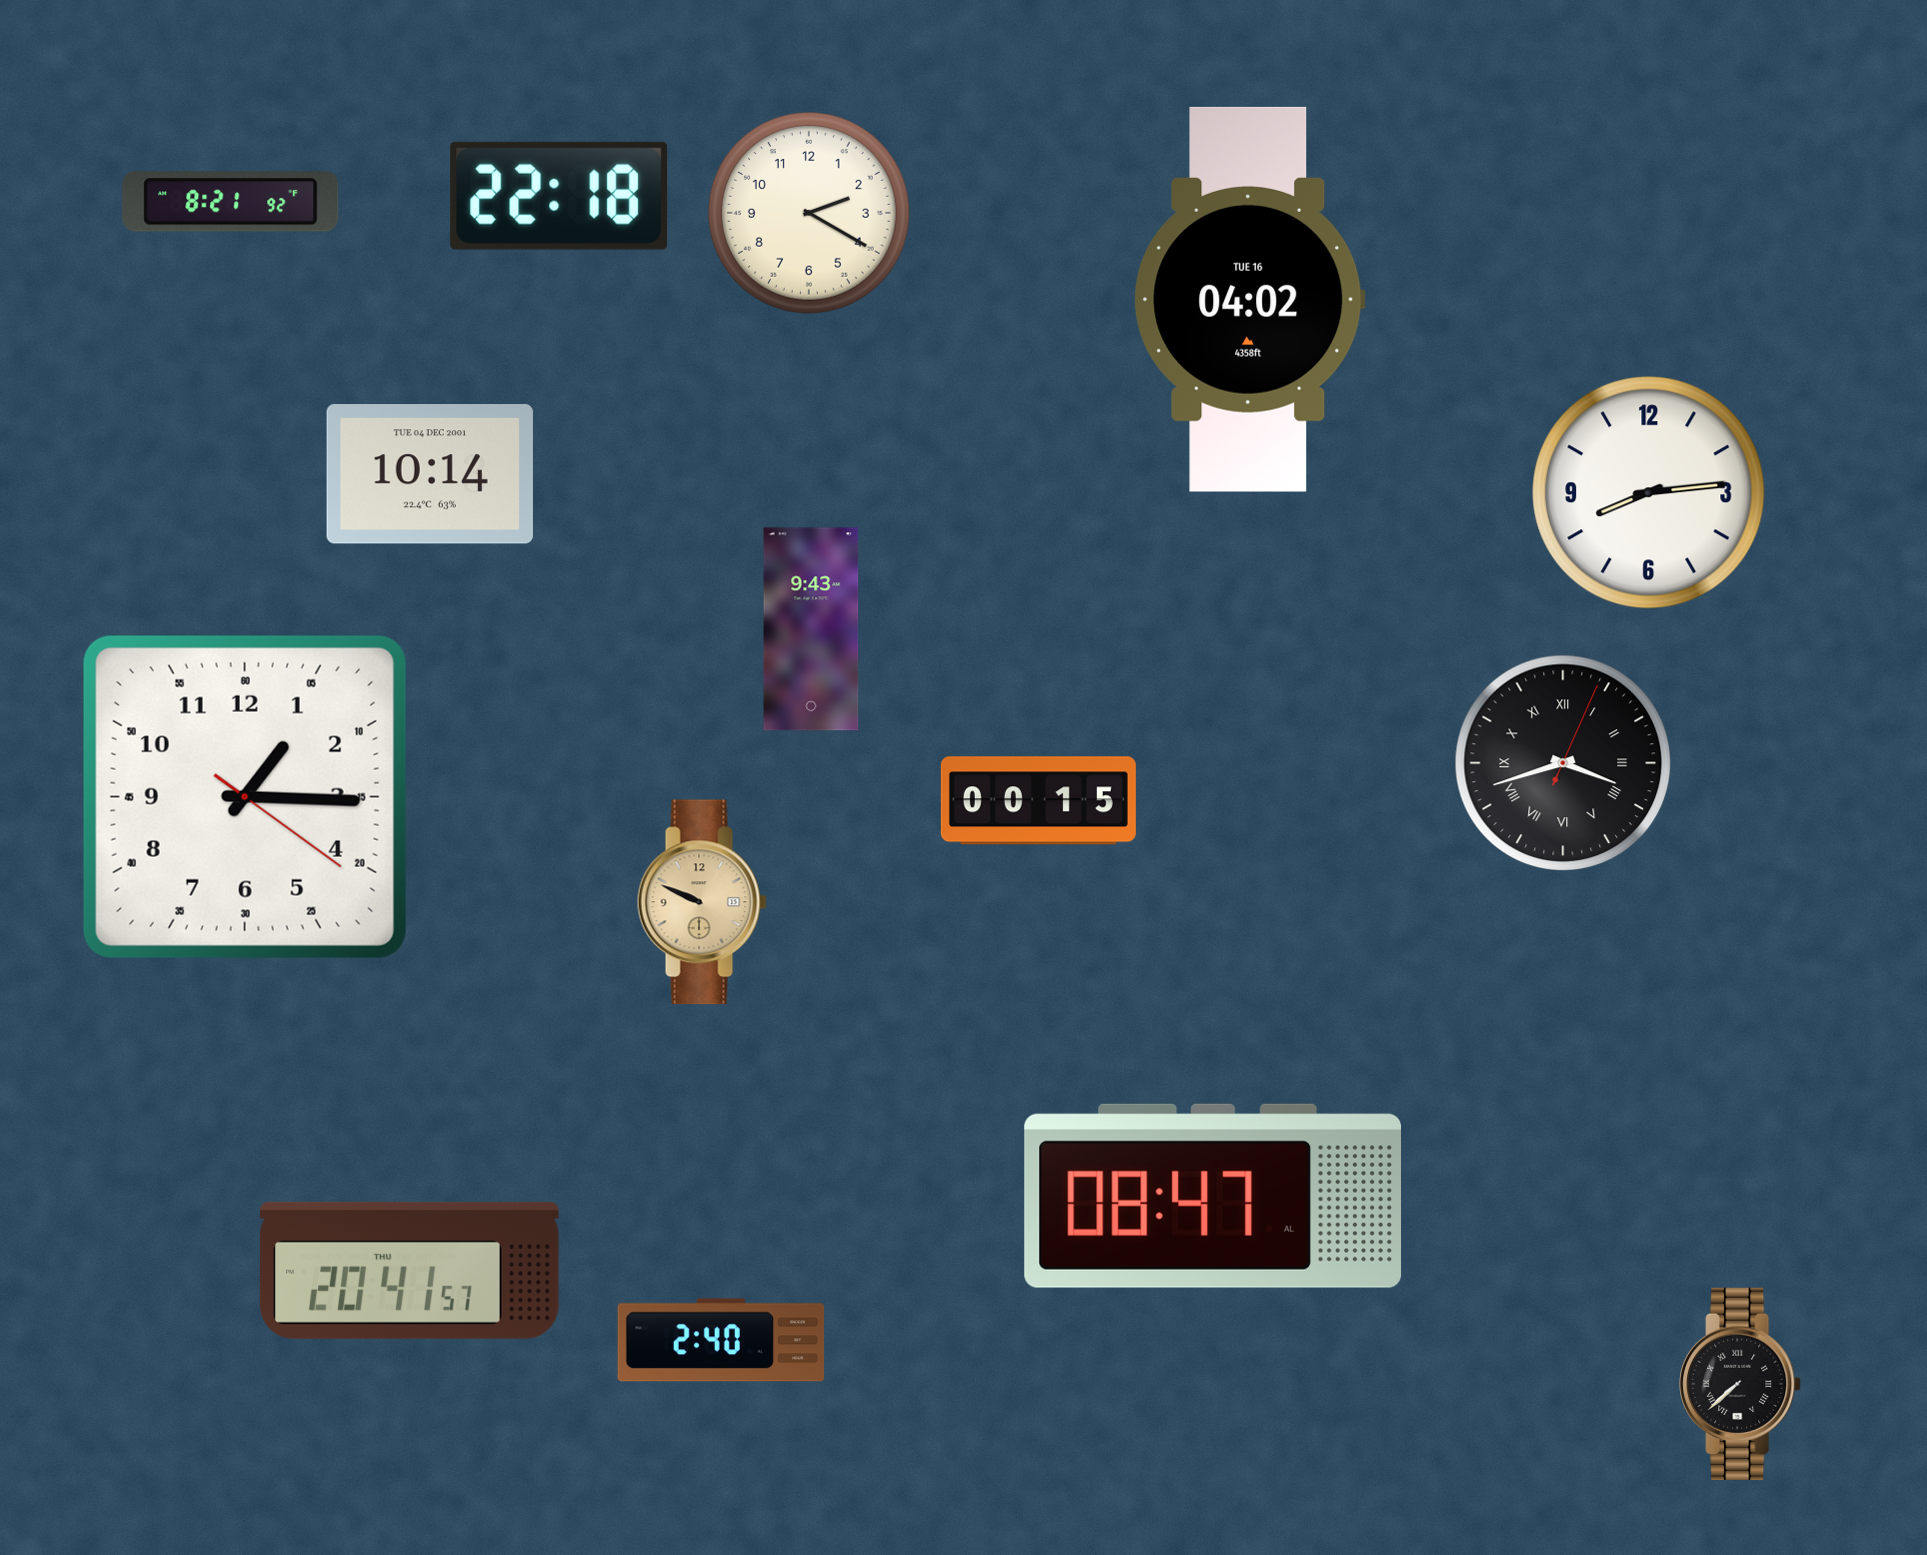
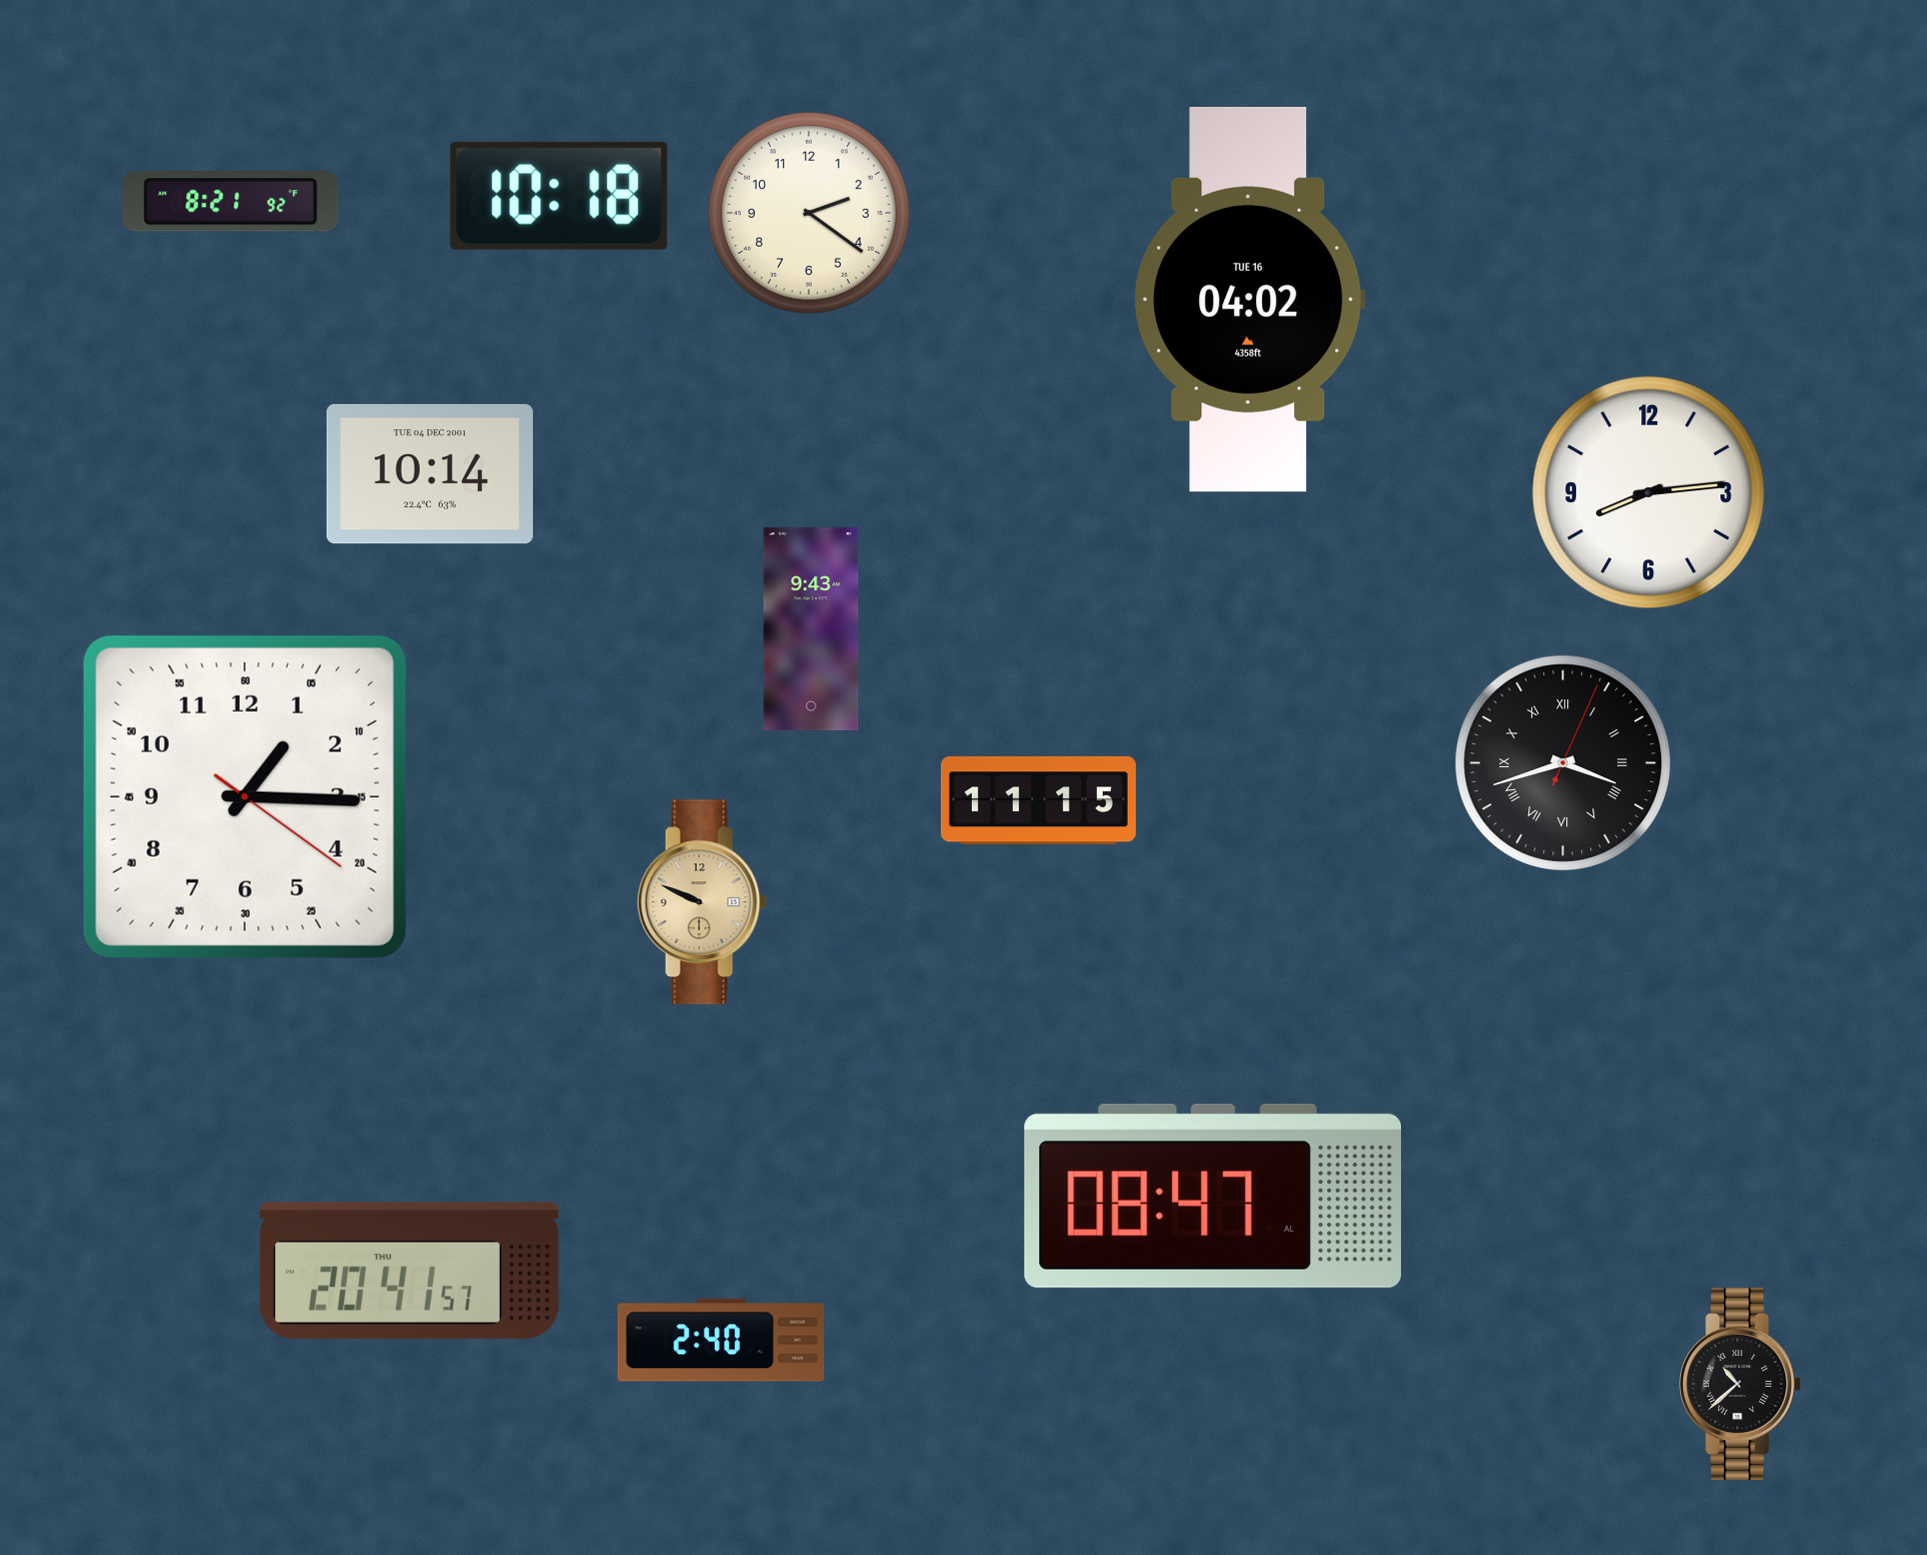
clock at (559, 196): 22:18 -> 10:18
clock at (809, 213): 2:20 -> 2:21
clock at (1038, 801): 00:15 -> 11:15
clock at (1740, 1384): 7:38 -> 10:38
